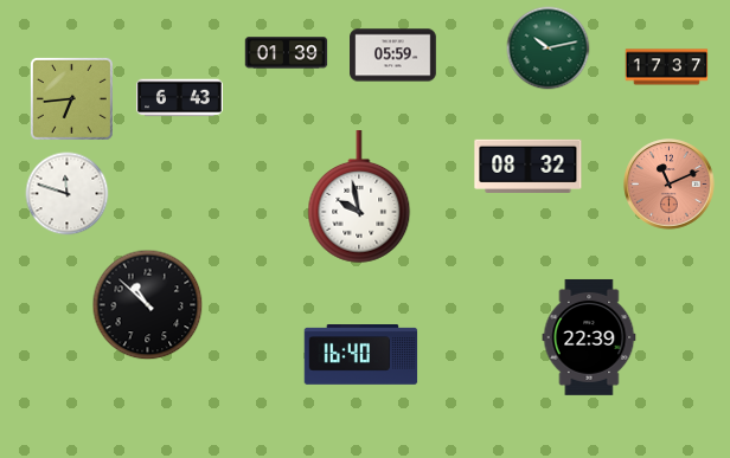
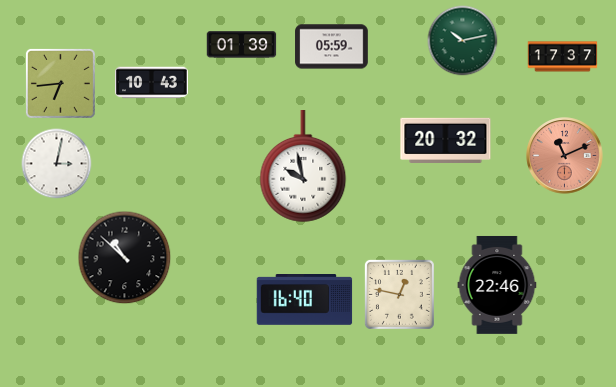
clock at (180, 98): 6:43 -> 10:43
clock at (529, 166): 08:32 -> 20:32
clock at (68, 194): 11:48 -> 3:02
clock at (589, 337): 22:39 -> 22:46
clock at (399, 294): none -> 12:47
